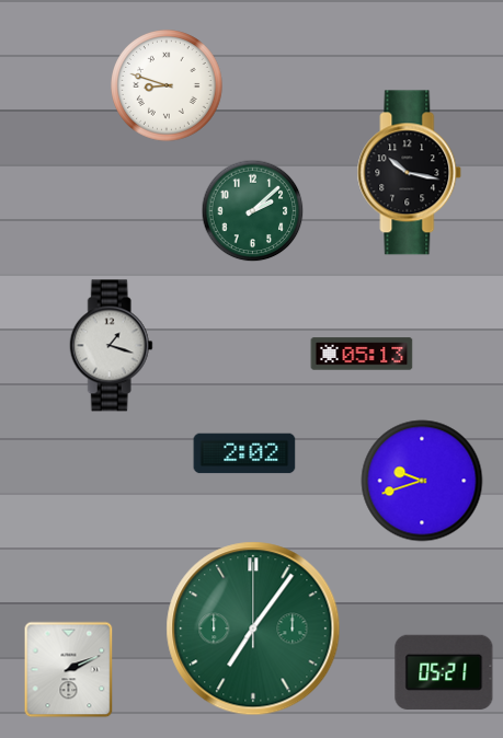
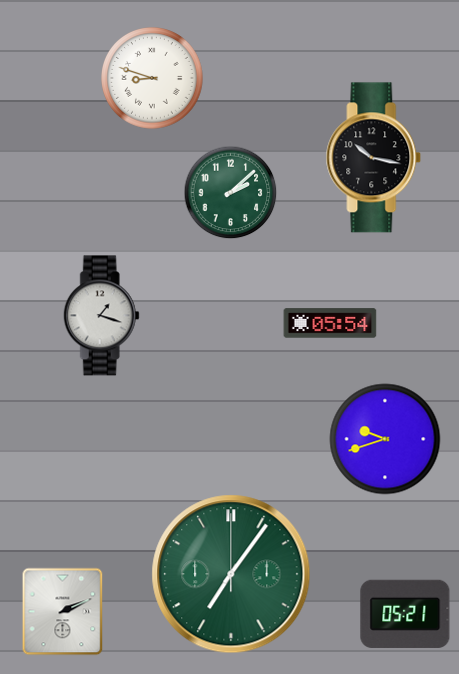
clock at (362, 354): 05:13 -> 05:54
clock at (244, 453): 2:02 -> none
